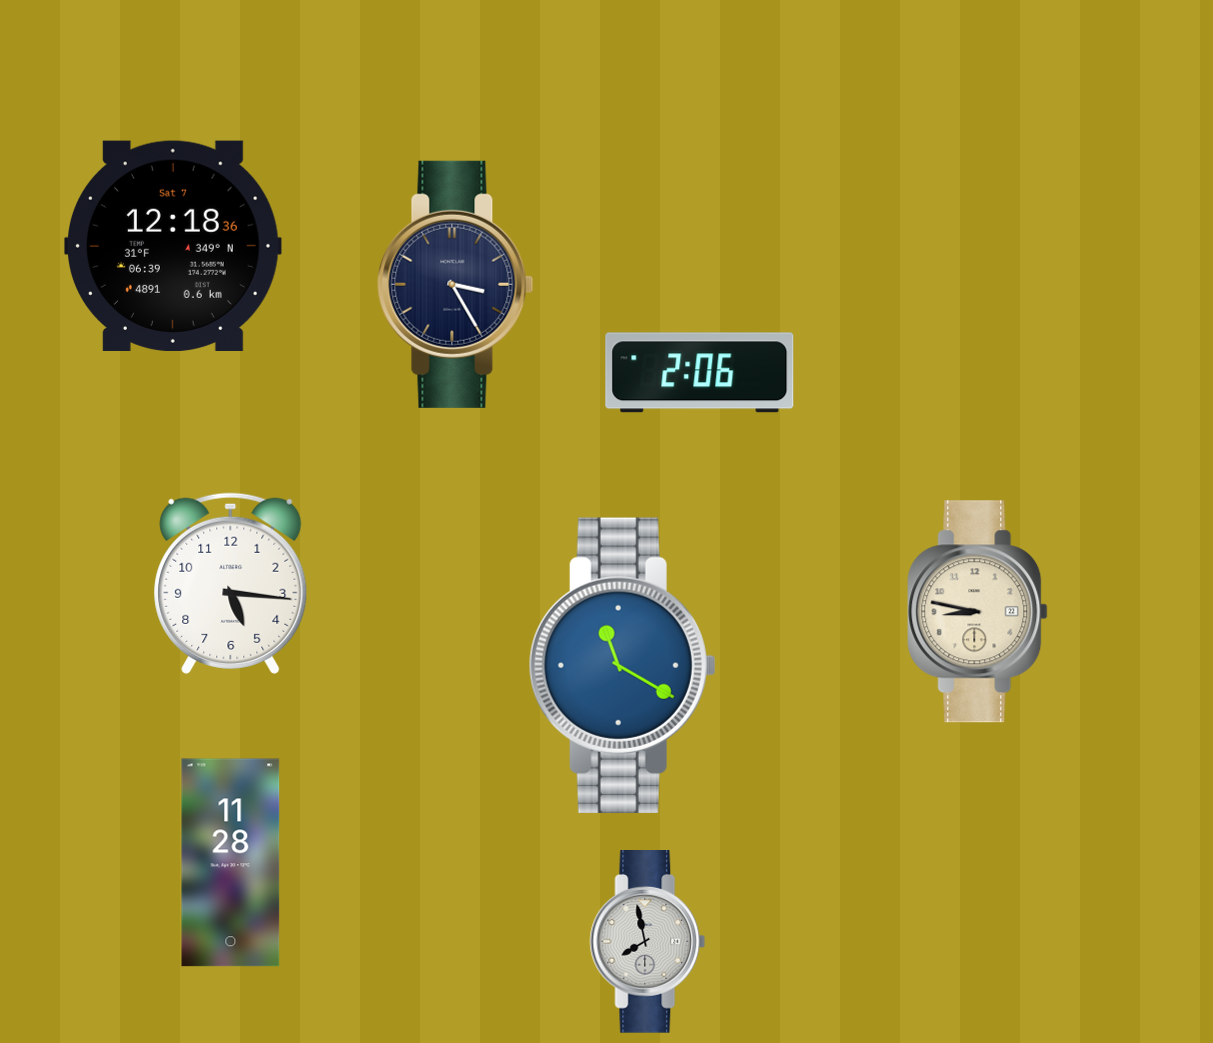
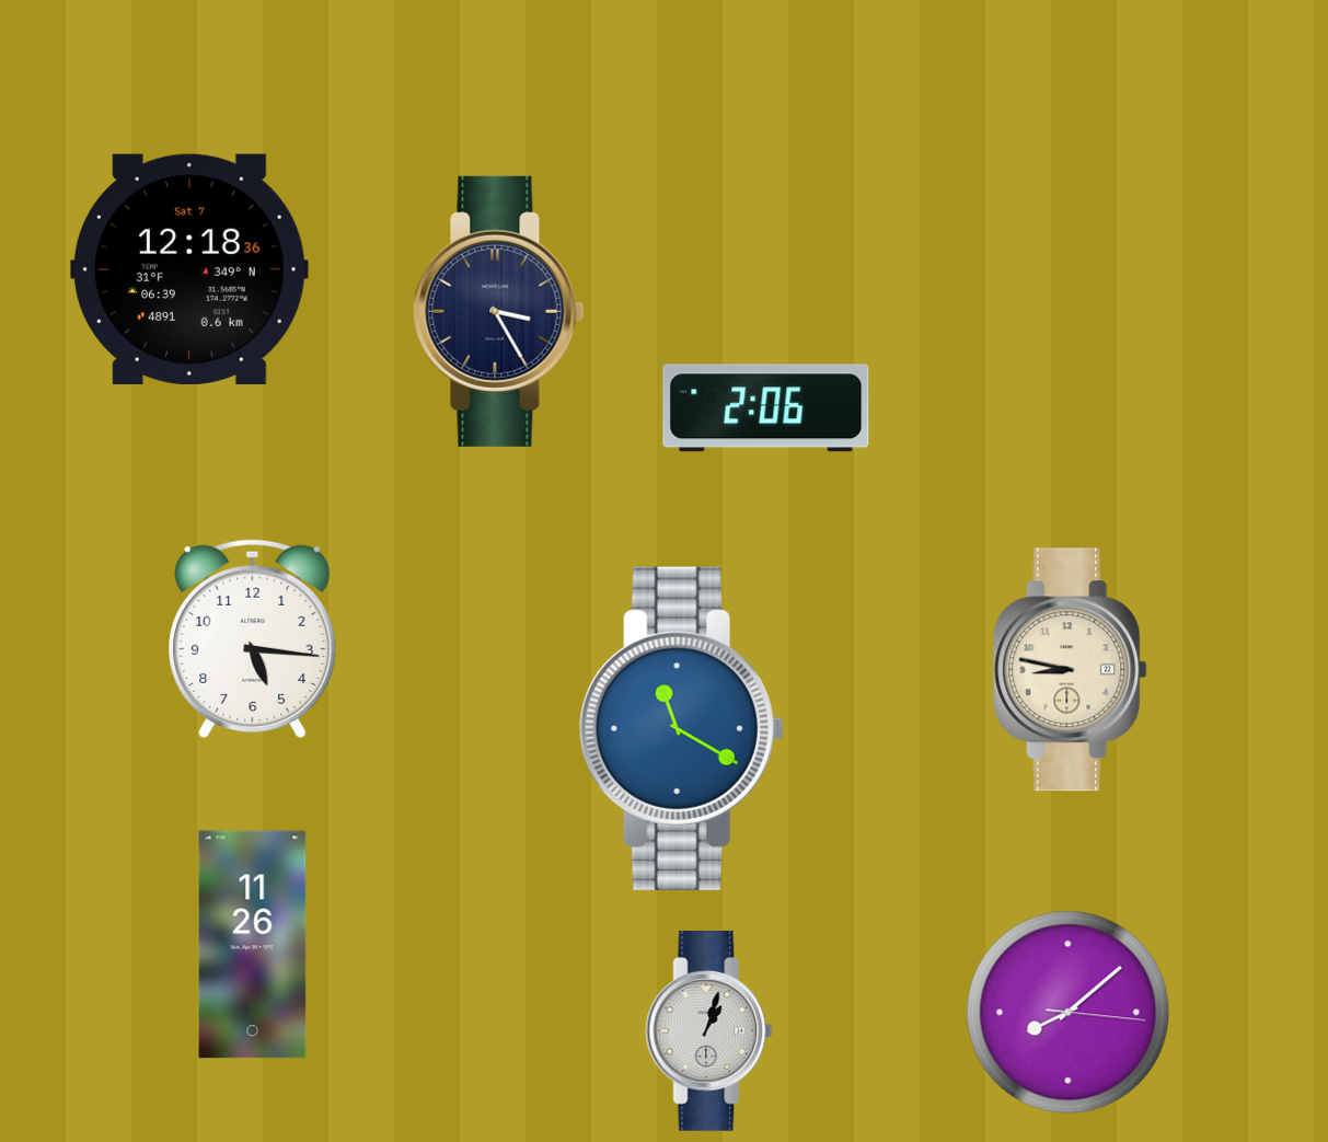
clock at (231, 863): 11:28 -> 11:26
clock at (1069, 1013): none -> 8:08
clock at (648, 942): 7:58 -> 1:03
